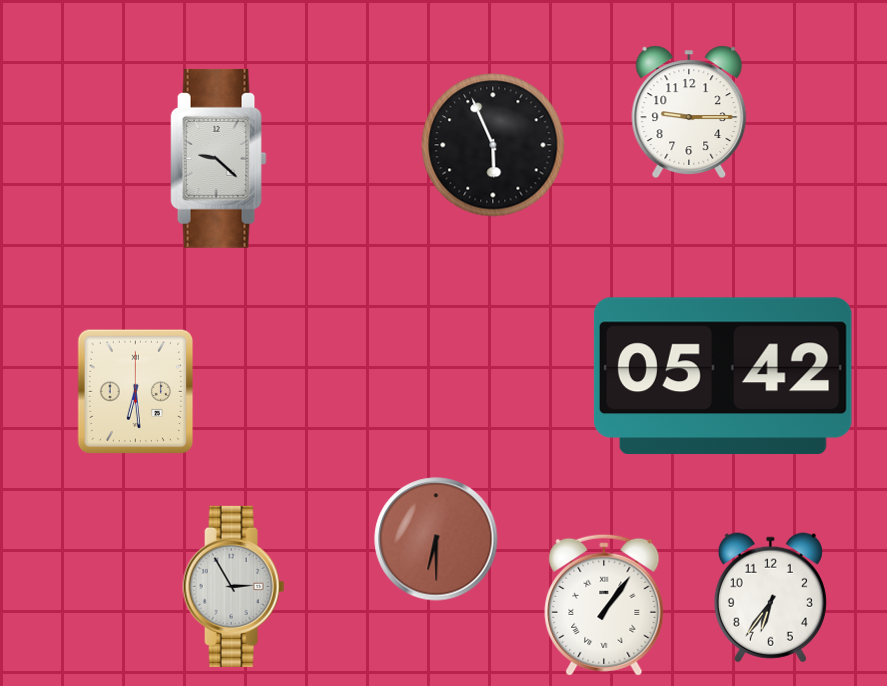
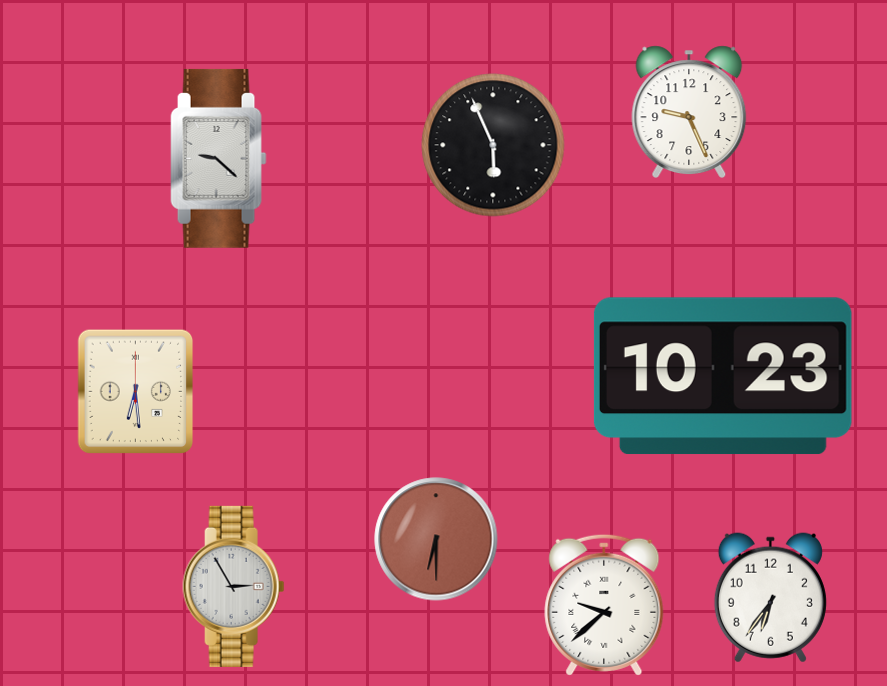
clock at (689, 112): 9:15 -> 9:26
clock at (723, 376): 05:42 -> 10:23
clock at (604, 605): 1:06 -> 9:38
